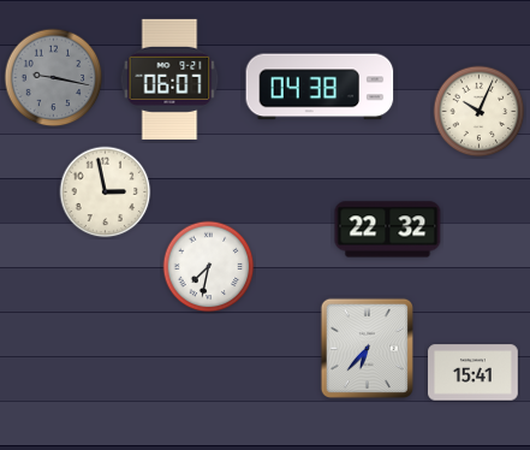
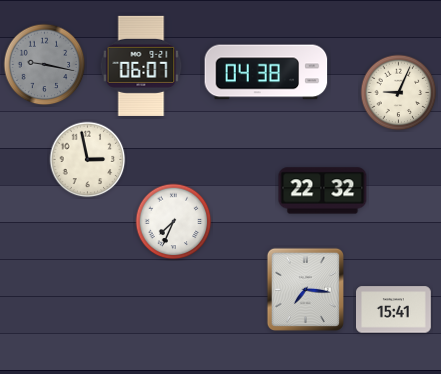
clock at (480, 112): 10:04 -> 9:04
clock at (209, 267): 7:32 -> 7:34
clock at (367, 348): 6:37 -> 7:16
